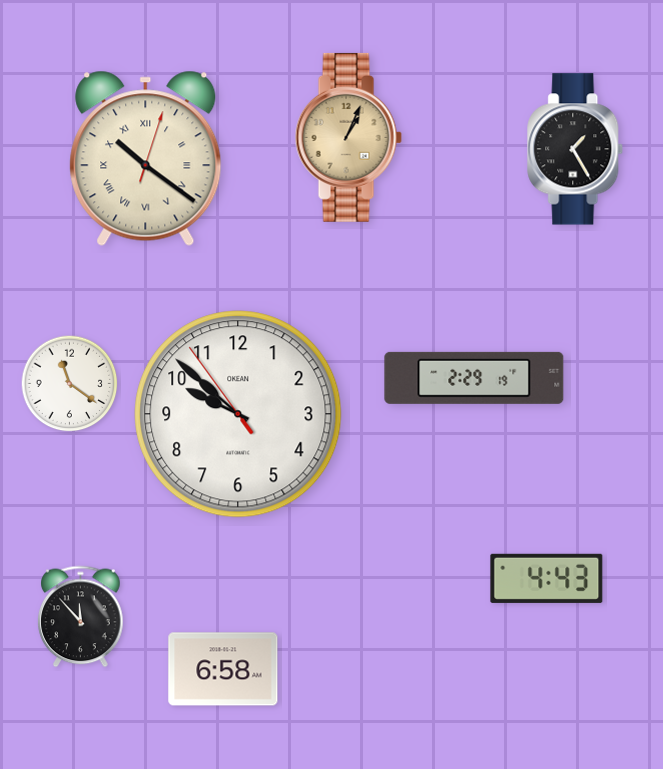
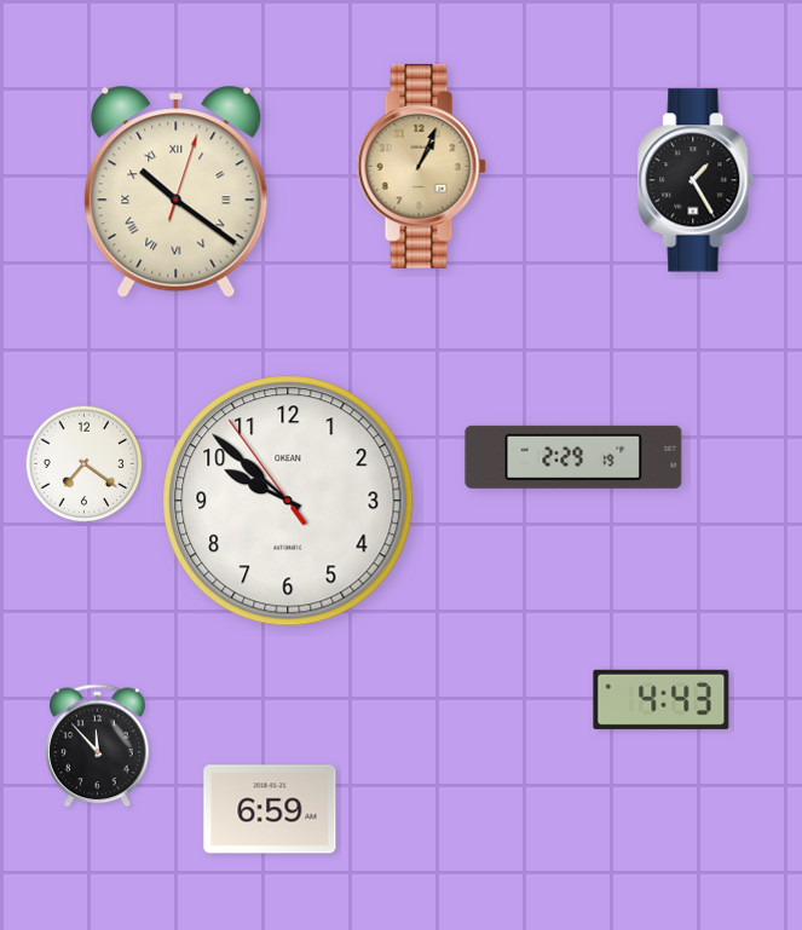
clock at (70, 384): 11:21 -> 7:21
clock at (223, 669): 6:58 -> 6:59
